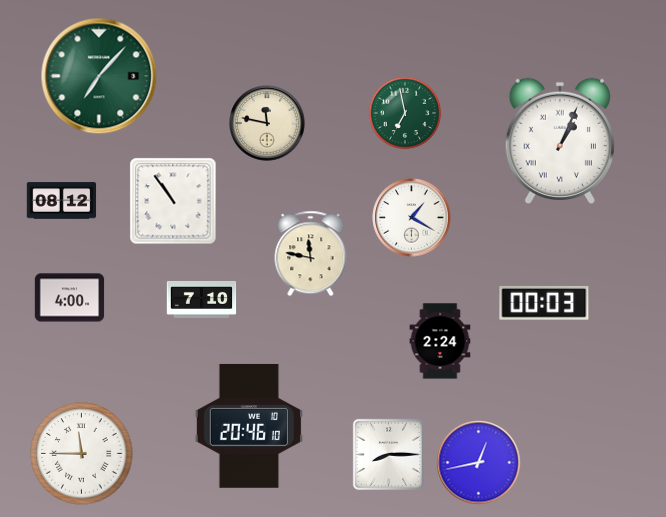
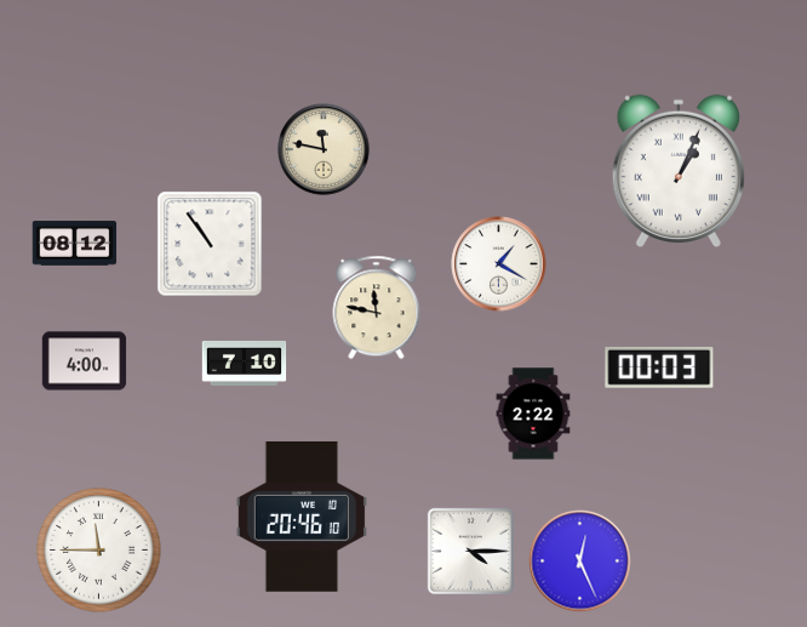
clock at (99, 76): 7:07 -> none
clock at (405, 113): 6:58 -> none
clock at (440, 341): 2:24 -> 2:22
clock at (388, 454): 8:15 -> 4:15
clock at (479, 463): 12:43 -> 12:26
